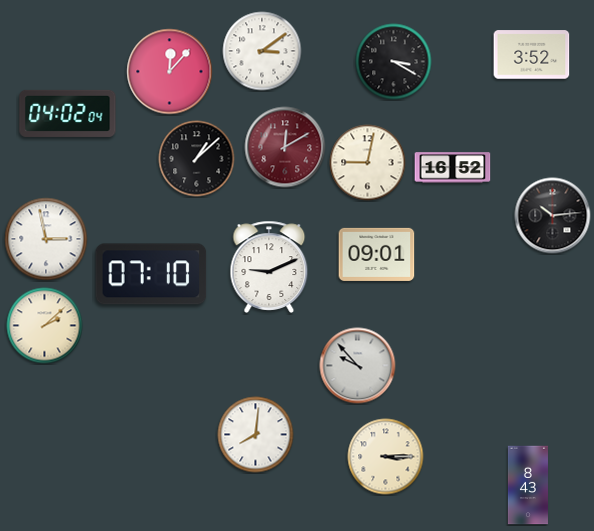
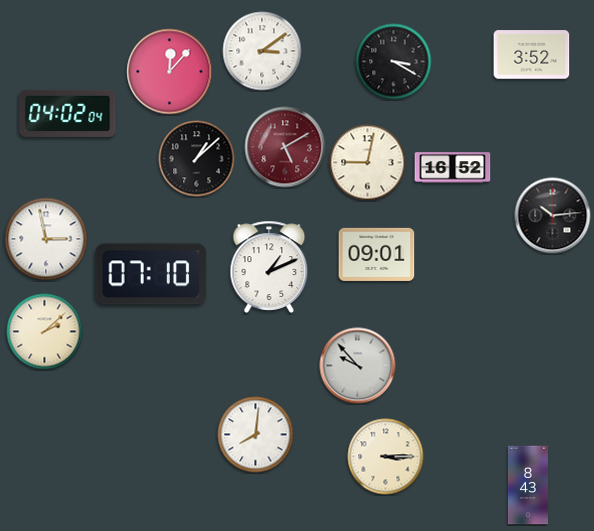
clock at (285, 147): 12:10 -> 5:10
clock at (269, 267): 9:11 -> 1:11
clock at (45, 326) position: (45, 326) -> (45, 332)
